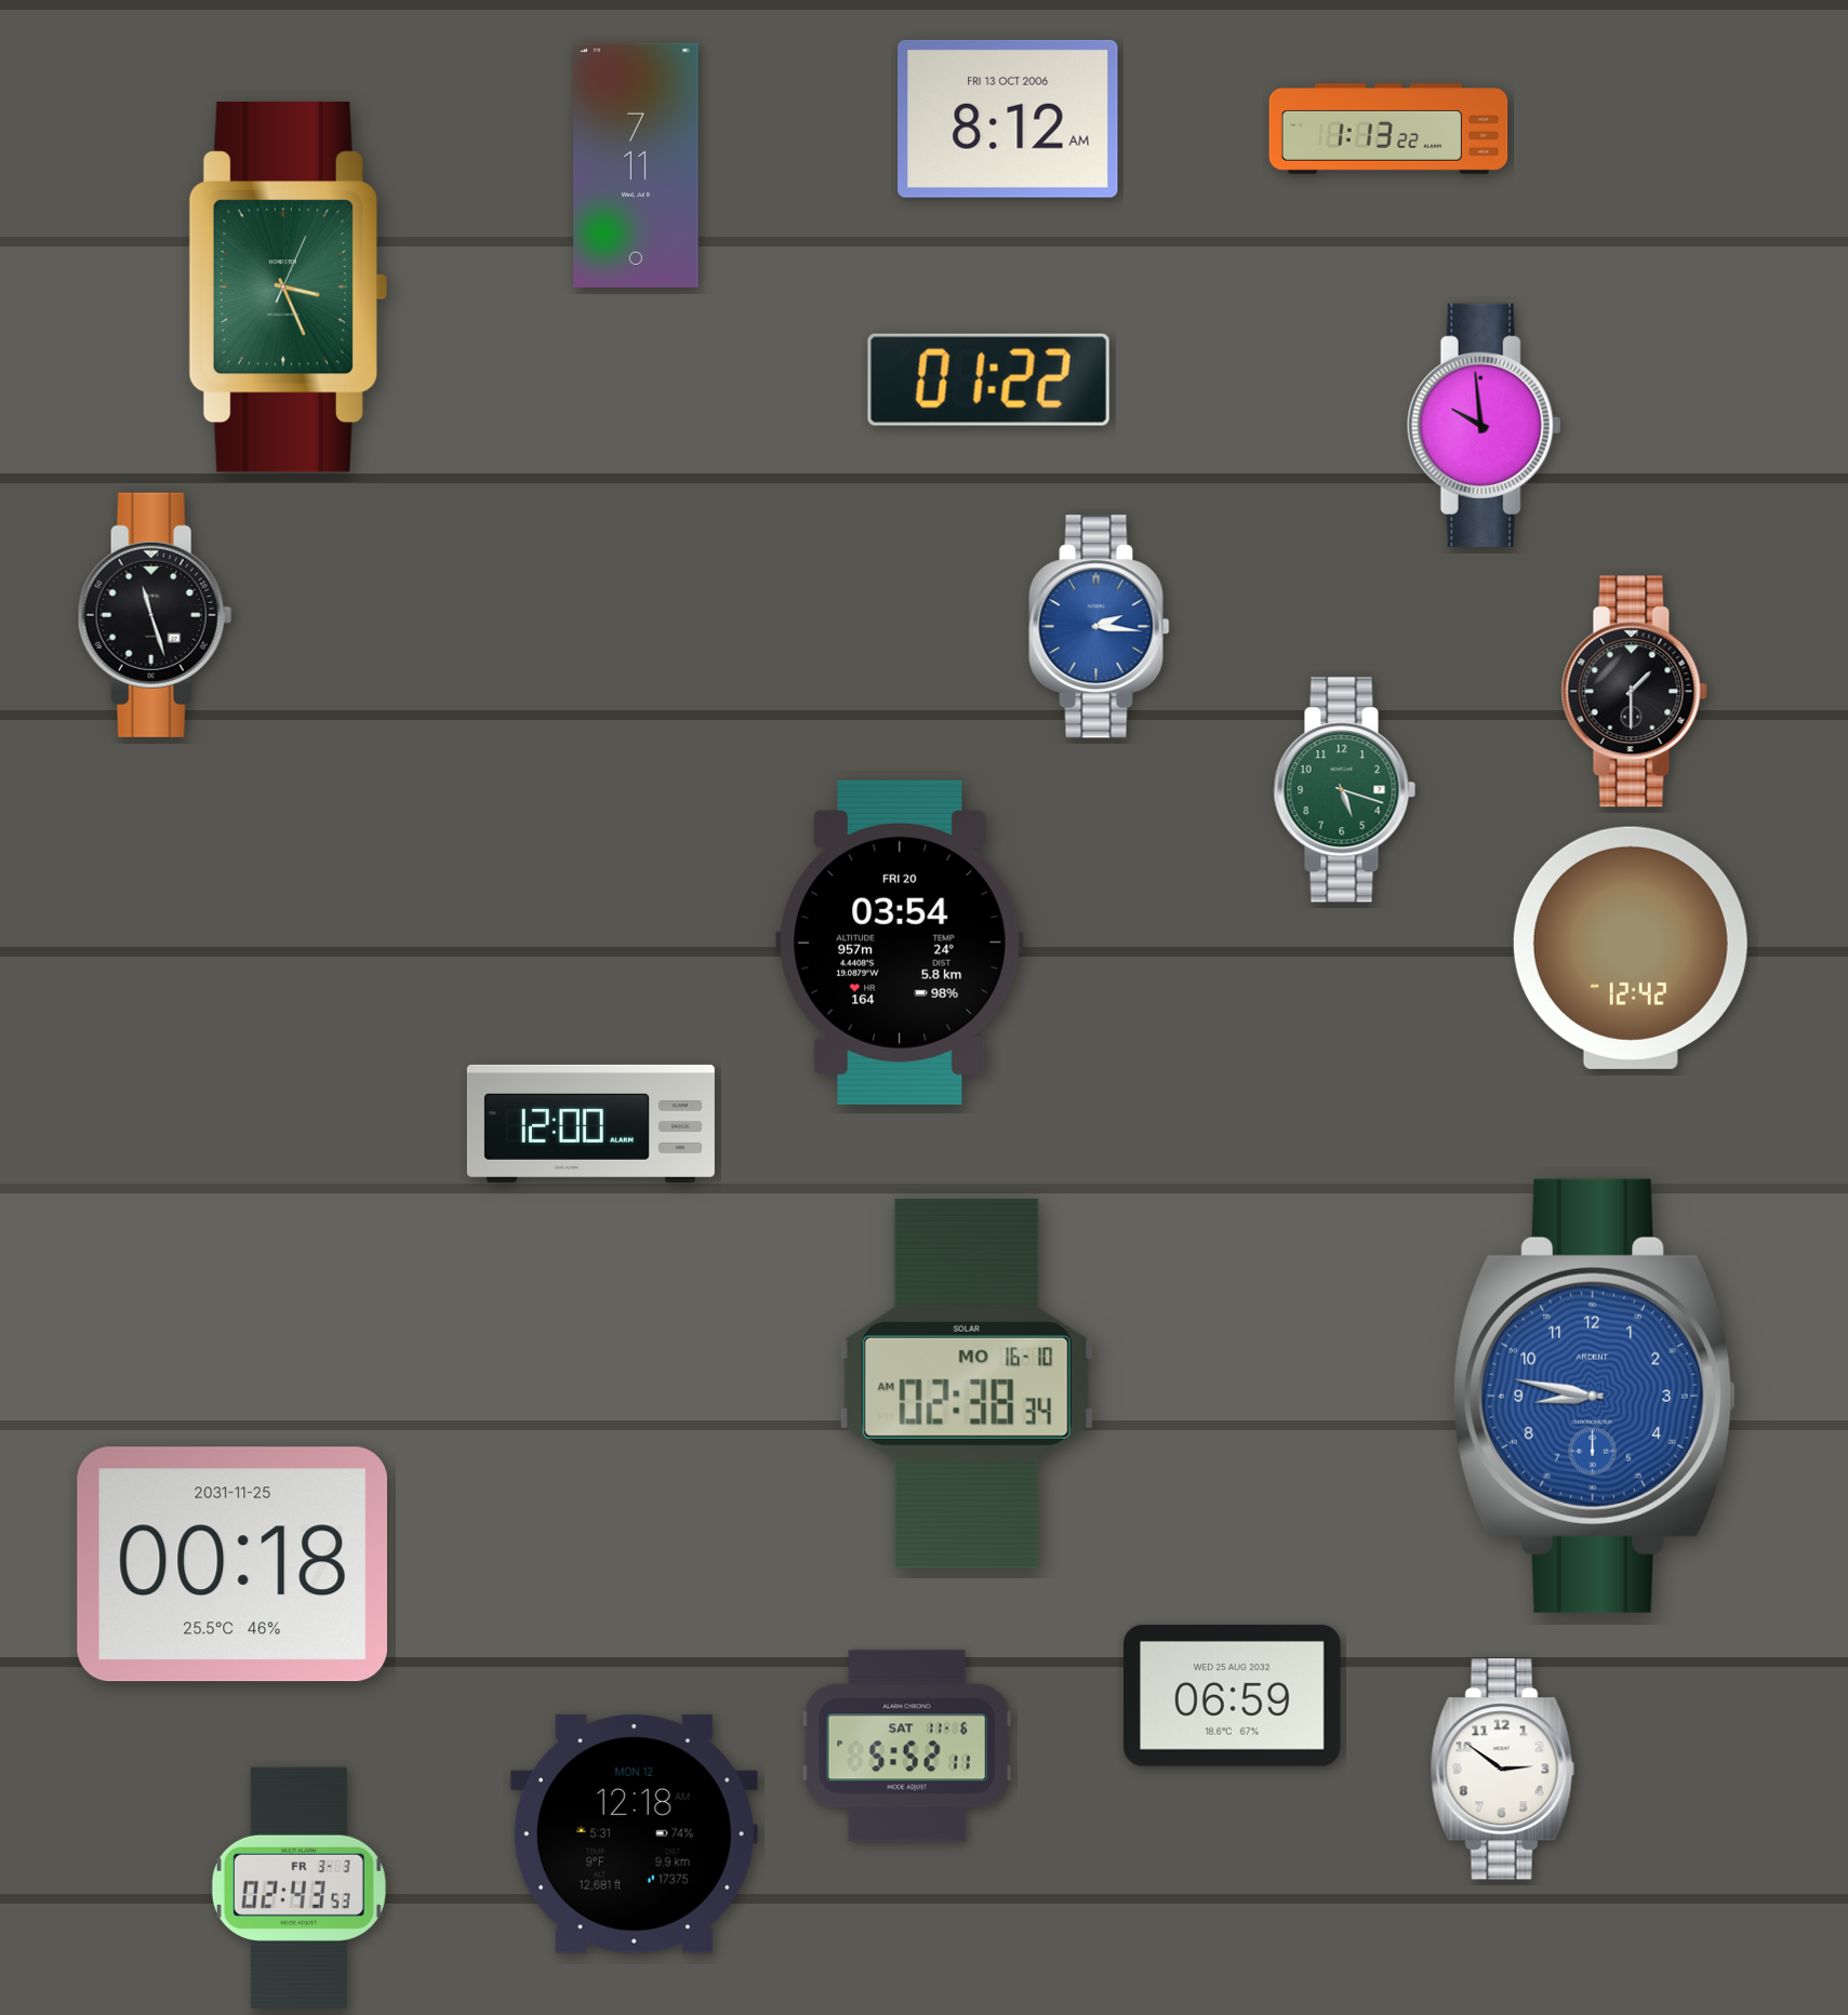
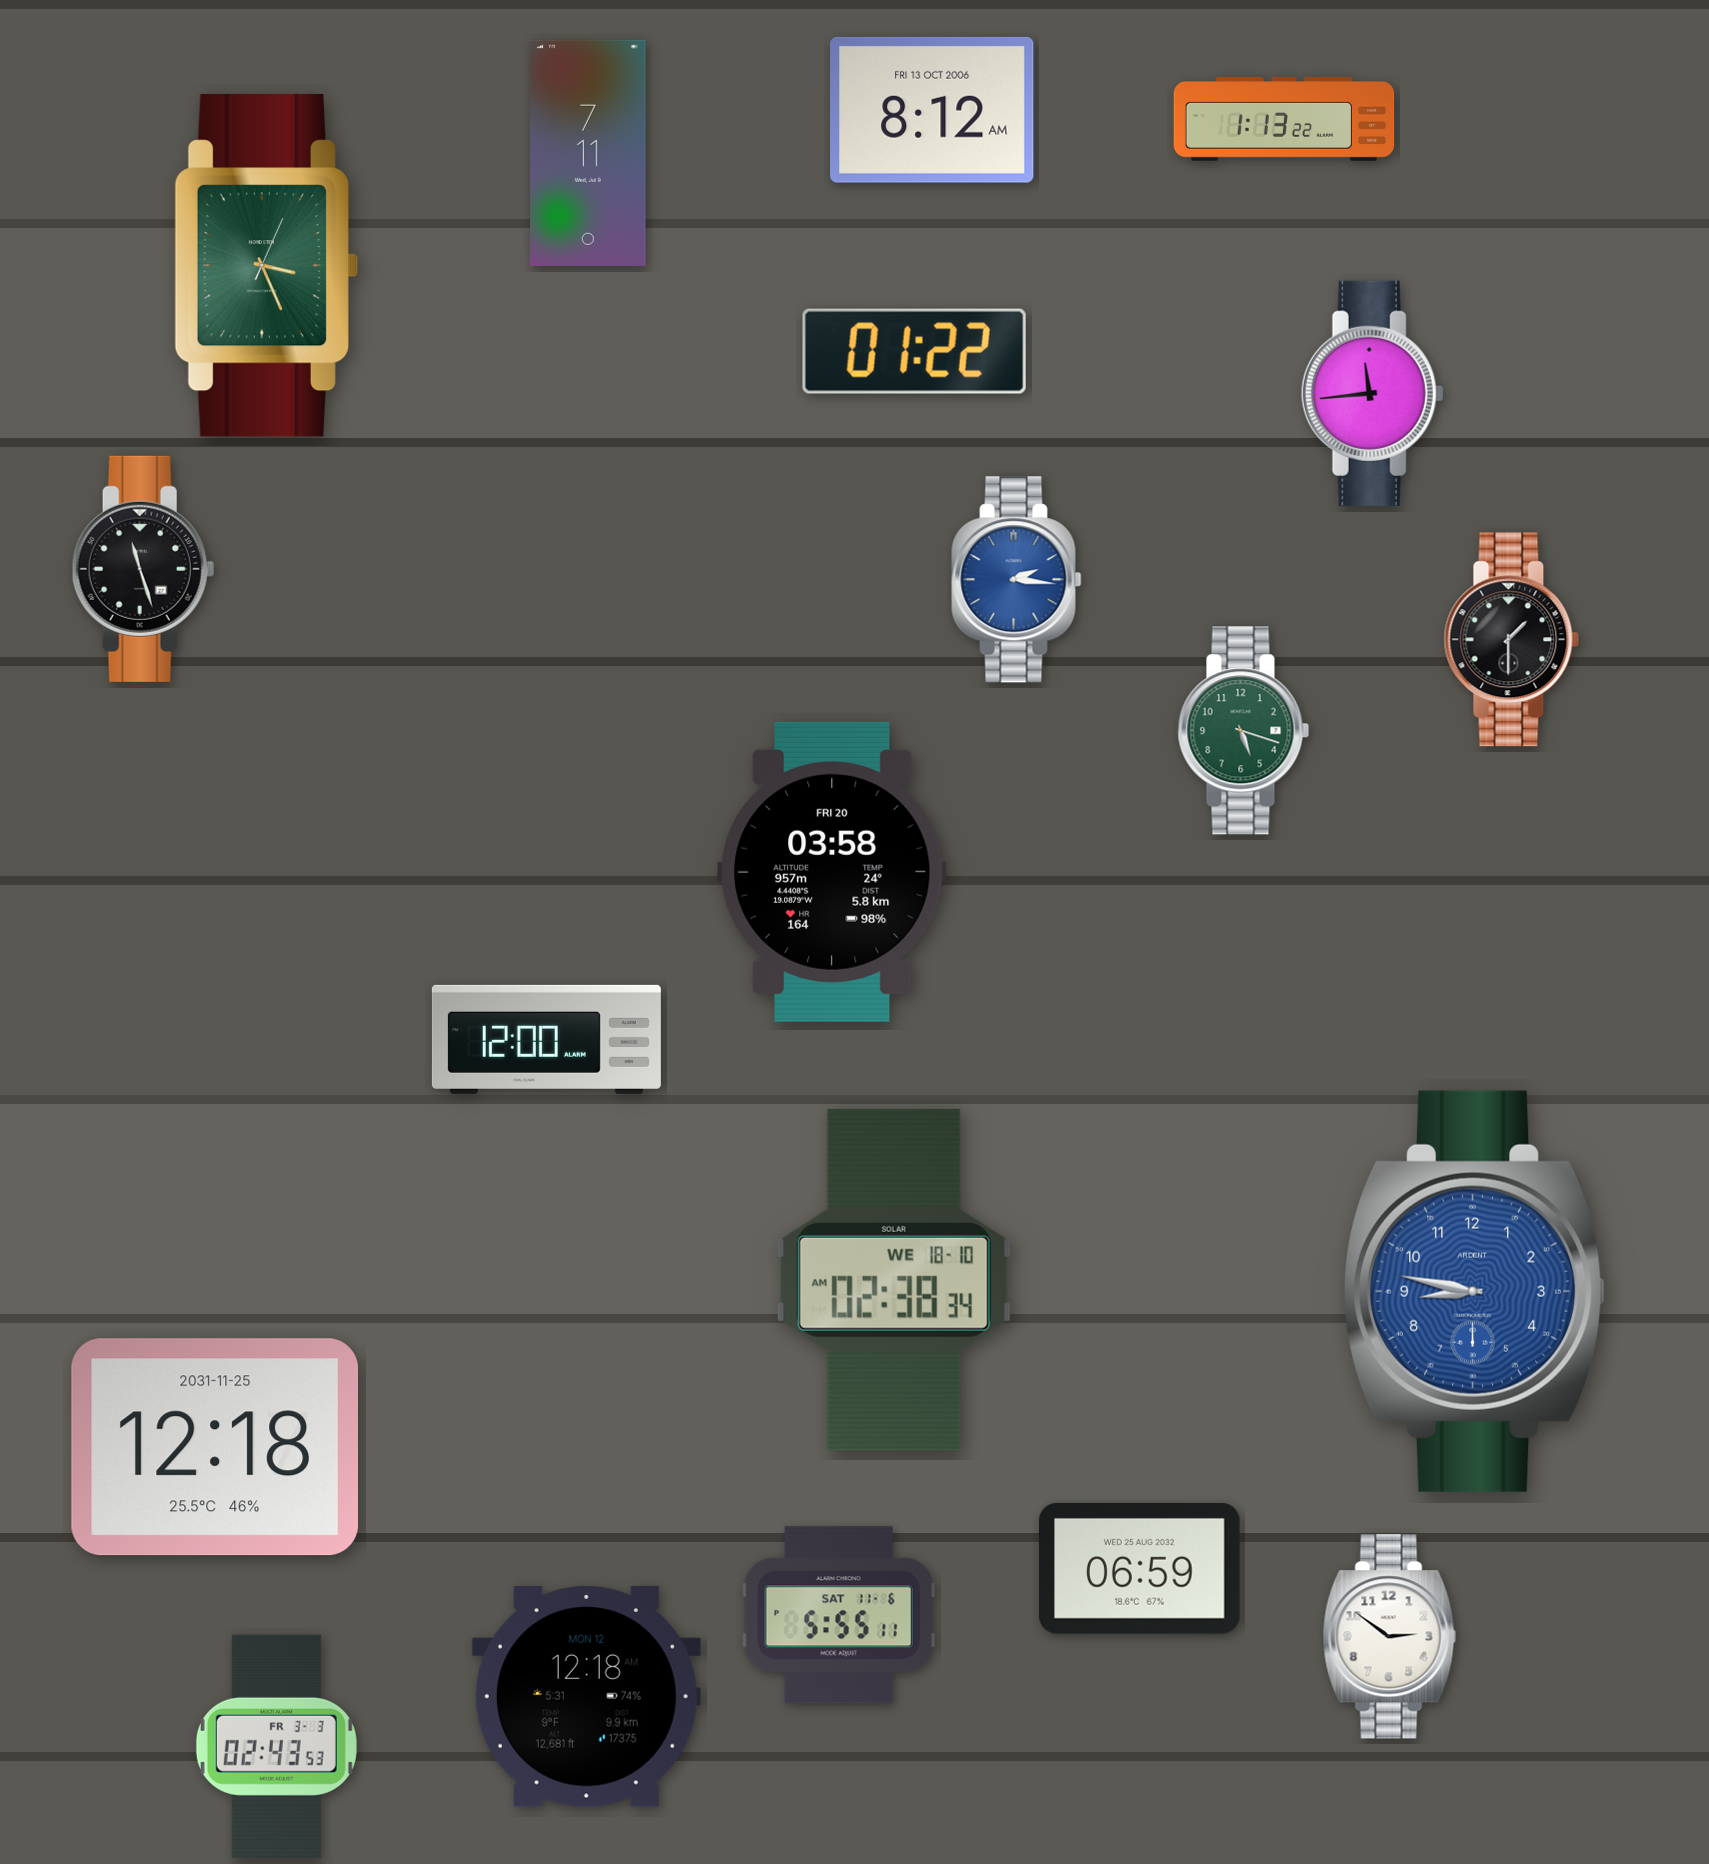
clock at (1484, 425): 9:59 -> 11:44
clock at (901, 943): 03:54 -> 03:58
clock at (1631, 948): 12:42 -> none
clock at (967, 1384) date: MO 16-10 -> WE 18-10
clock at (231, 1564): 00:18 -> 12:18
clock at (907, 1746): 5:52 -> 5:55
